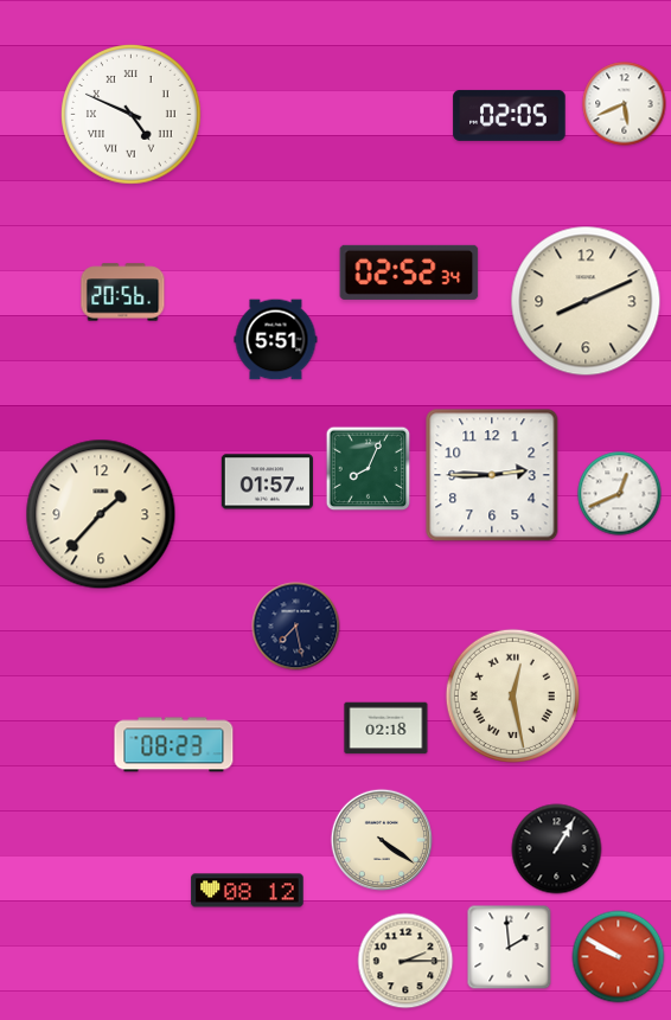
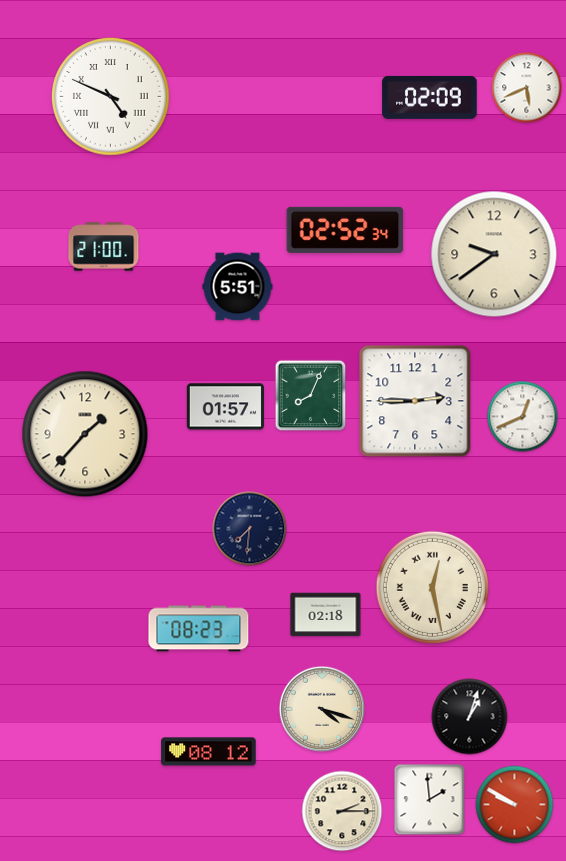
clock at (510, 115): 02:05 -> 02:09
clock at (123, 293): 20:56 -> 21:00
clock at (586, 301): 8:11 -> 9:39
clock at (276, 340) position: (276, 340) -> (238, 287)
clock at (296, 627): 7:28 -> 7:31
clock at (174, 745) position: (174, 745) -> (199, 629)
clock at (381, 839): 4:21 -> 4:18
clock at (557, 849): 1:05 -> 1:03
clock at (619, 957) position: (619, 957) -> (515, 805)
